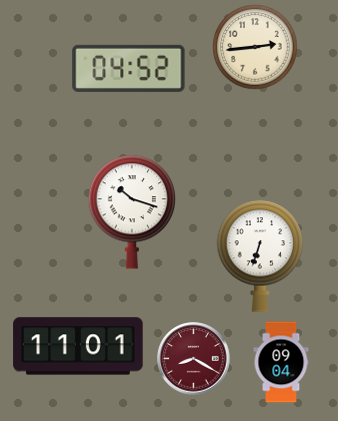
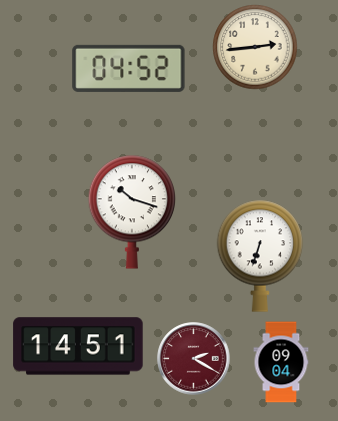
clock at (78, 346): 11:01 -> 14:51
clock at (194, 359): 8:20 -> 2:20
